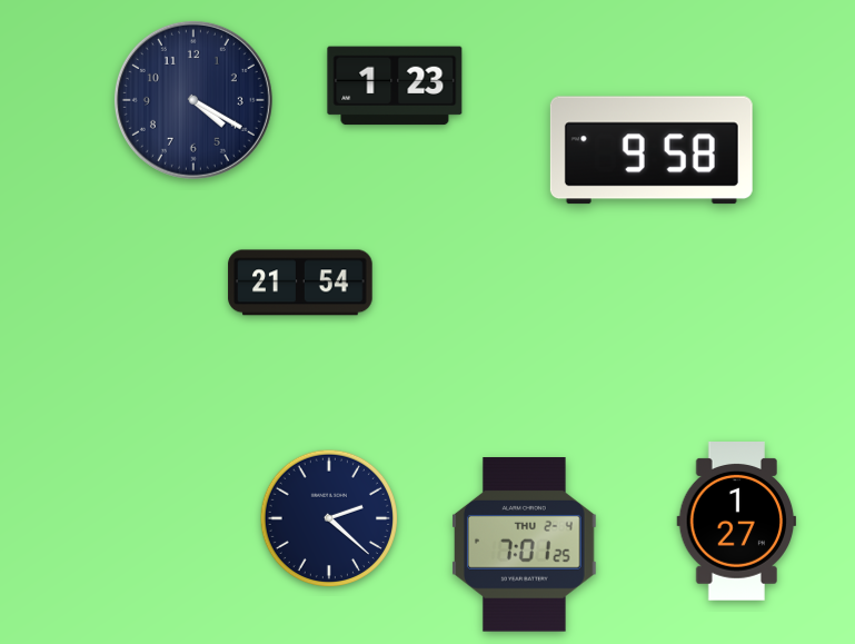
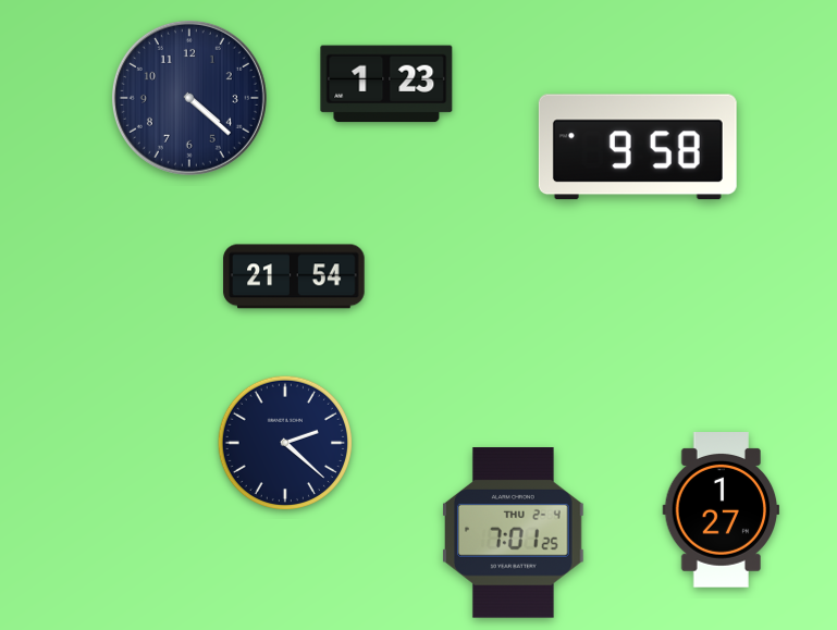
clock at (193, 100): 4:20 -> 4:22
clock at (329, 518) position: (329, 518) -> (285, 443)
